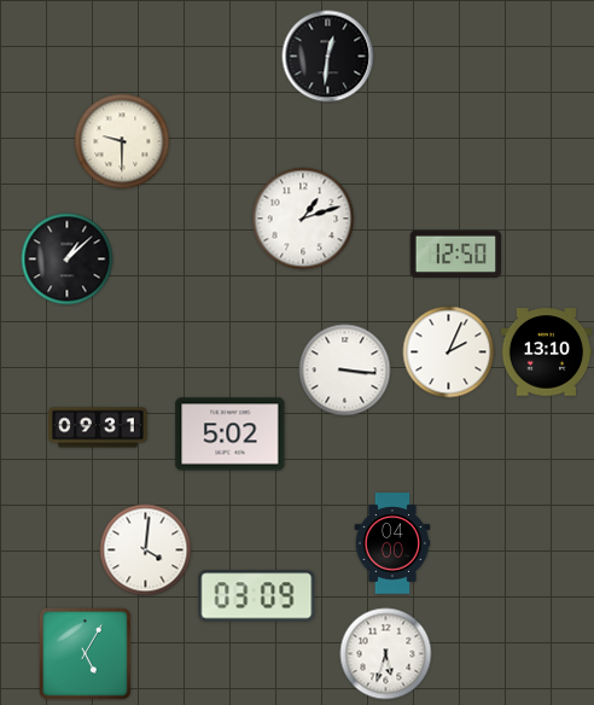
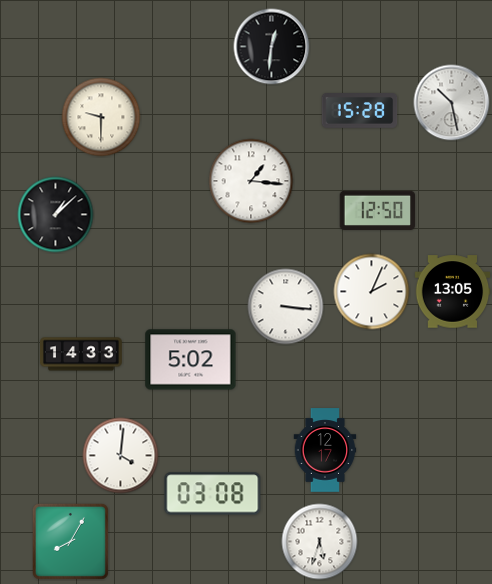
clock at (452, 103): none -> 10:28
clock at (360, 111): none -> 15:28
clock at (303, 219): 1:12 -> 1:16
clock at (547, 353): 13:10 -> 13:05
clock at (99, 427): 09:31 -> 14:33
clock at (392, 543): 04:00 -> 12:17
clock at (257, 596): 03:09 -> 03:08
clock at (85, 653): 5:05 -> 8:05
